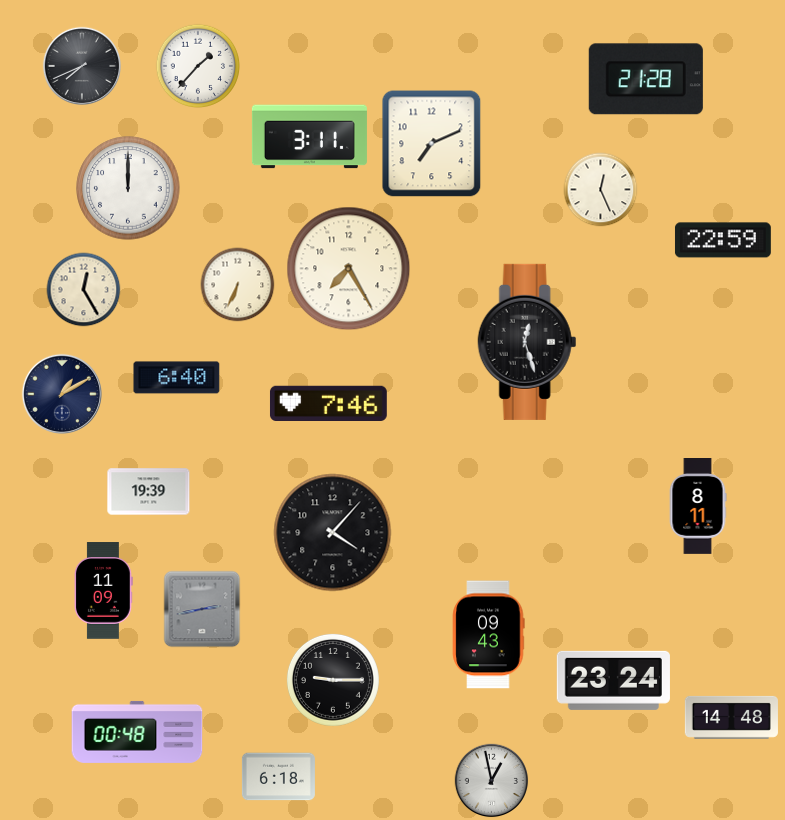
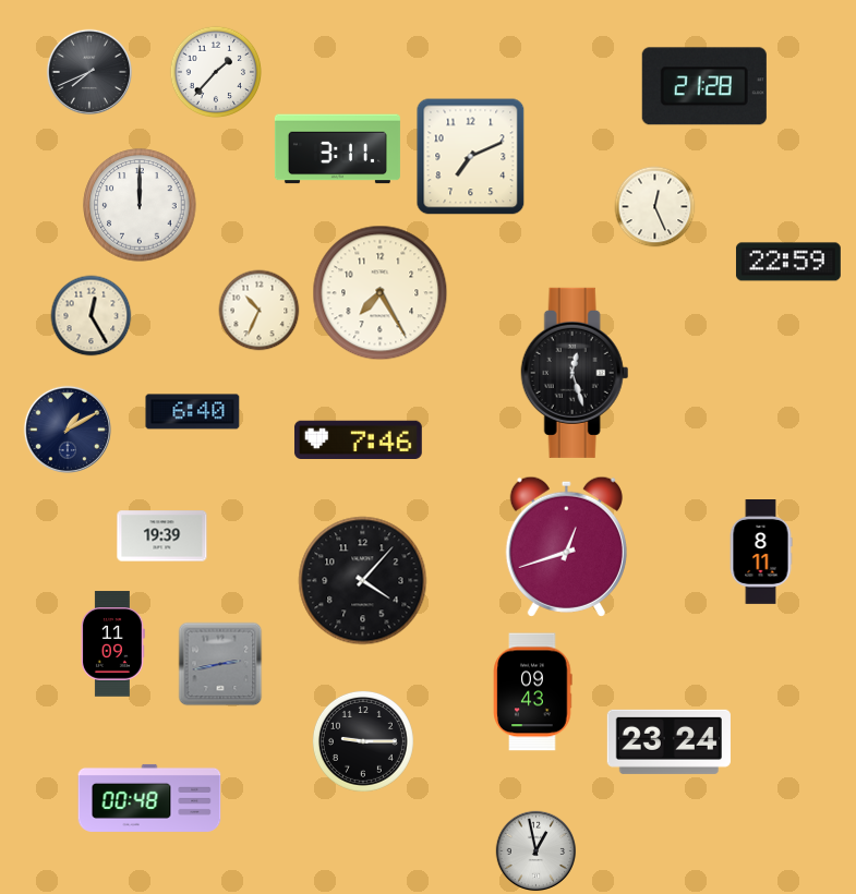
clock at (238, 285): 6:34 -> 10:34
clock at (566, 546): none -> 12:42
clock at (731, 717): 14:48 -> none
clock at (278, 777): 6:18 -> none
